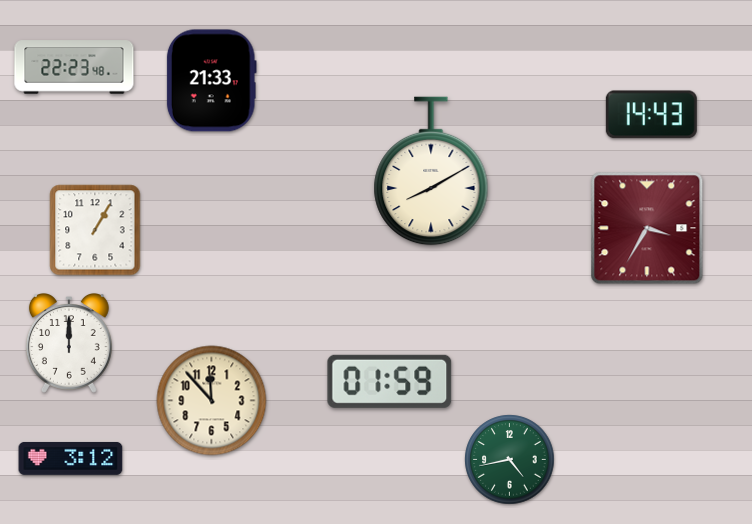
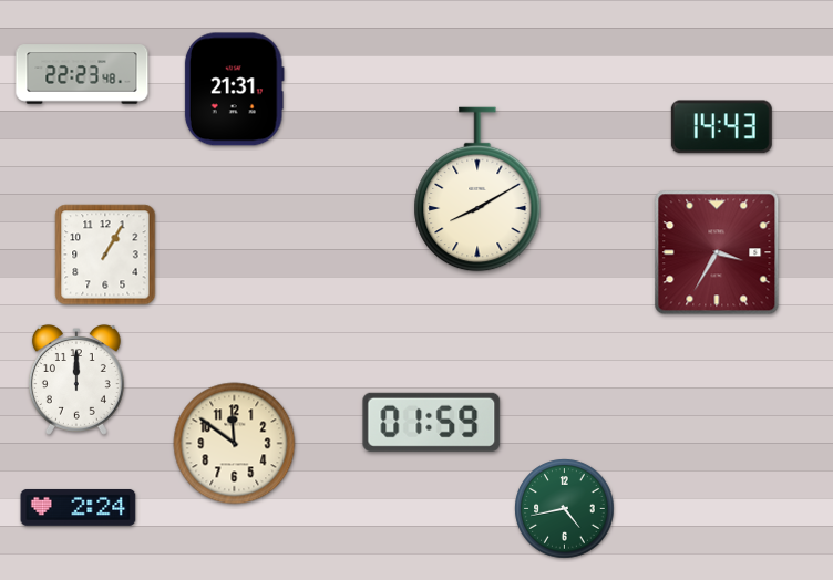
clock at (211, 81): 21:33 -> 21:31
clock at (212, 401): 11:53 -> 11:51
clock at (71, 458): 3:12 -> 2:24
